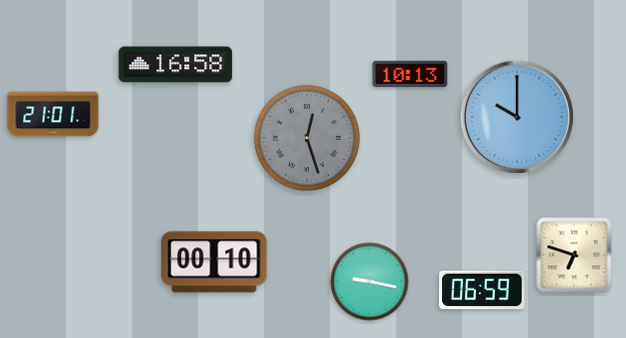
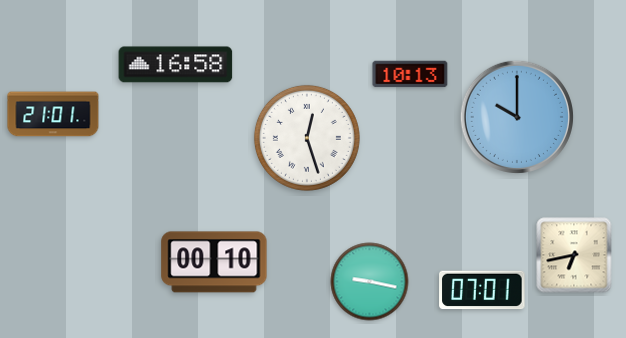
clock at (307, 138) dial: grey -> white
clock at (574, 255): 6:48 -> 6:43
clock at (482, 290): 06:59 -> 07:01
